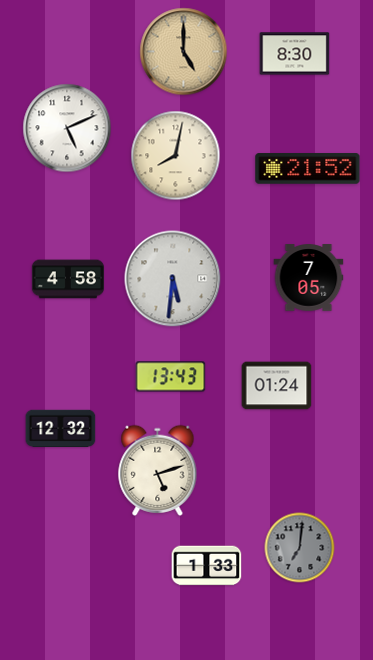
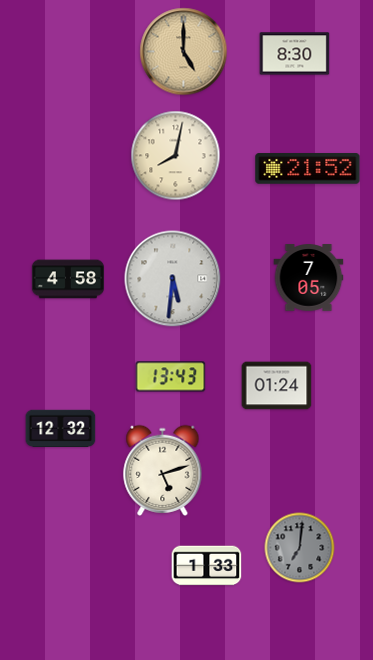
clock at (67, 128): 5:11 -> none
clock at (158, 470) position: (158, 470) -> (163, 470)
